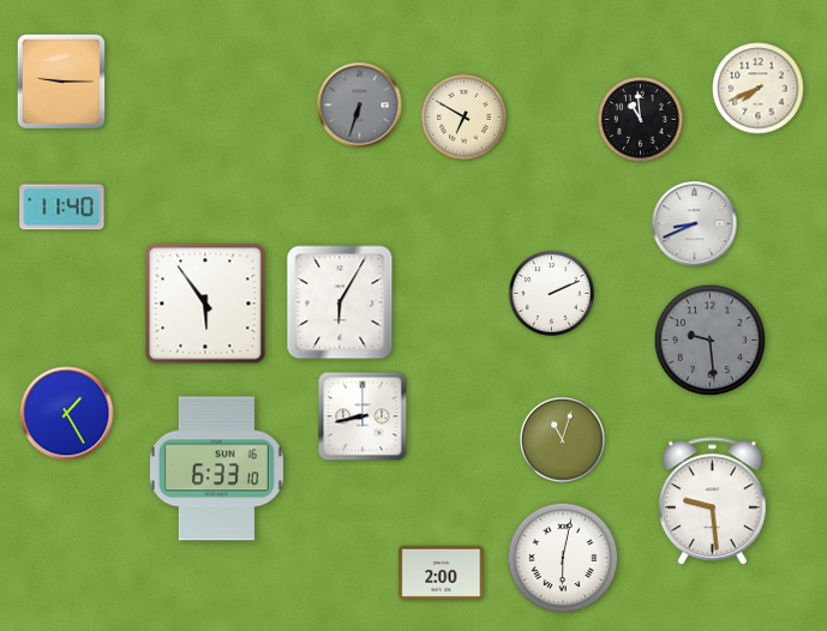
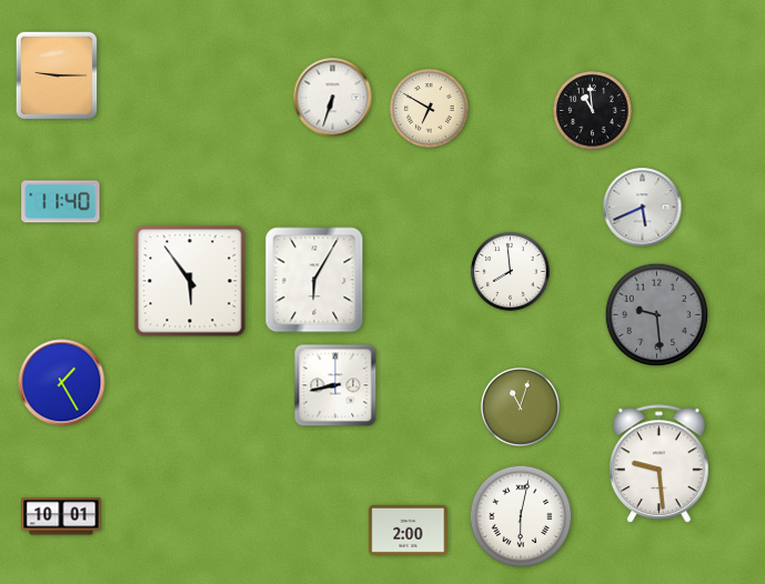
clock at (759, 89): 7:41 -> none
clock at (360, 106) dial: grey -> white
clock at (62, 208) position: (62, 208) -> (61, 202)
clock at (695, 224): 8:41 -> 5:41
clock at (552, 294): 2:11 -> 7:59
clock at (216, 469): 6:33 -> none
clock at (61, 516): none -> 10:01
